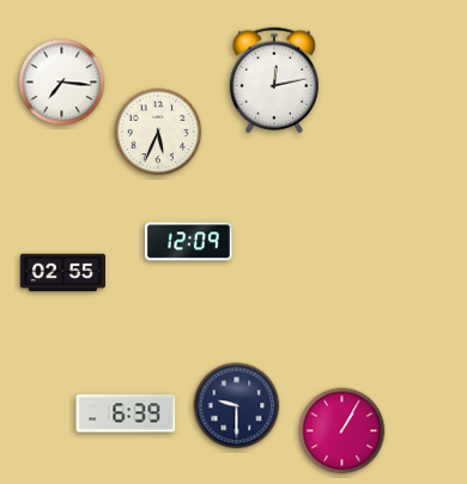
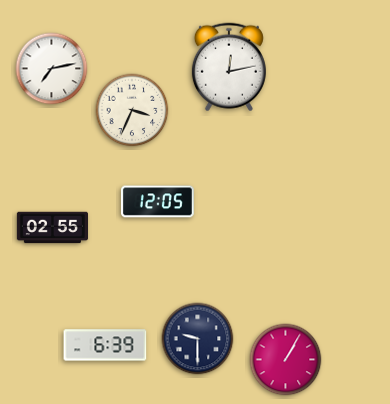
clock at (62, 83): 7:16 -> 7:13
clock at (158, 132): 5:34 -> 3:34
clock at (188, 242): 12:09 -> 12:05
